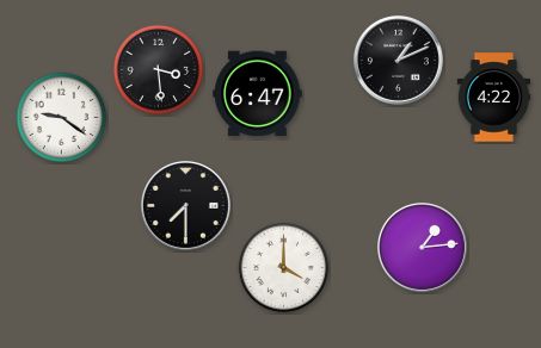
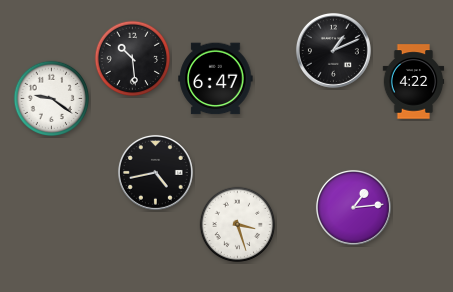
clock at (159, 70): 3:29 -> 10:29
clock at (185, 205): 7:30 -> 4:43
clock at (284, 268): 4:00 -> 3:27
